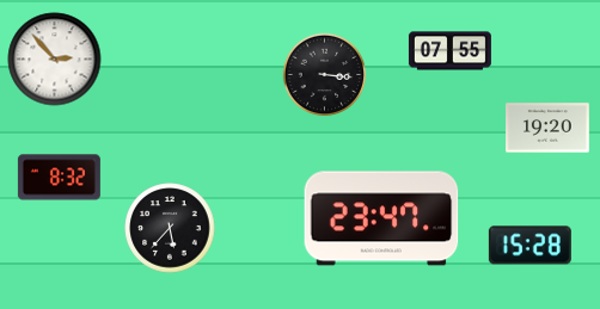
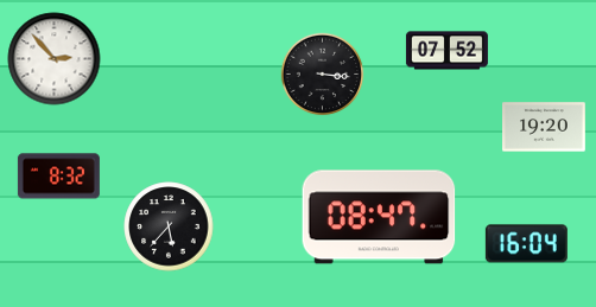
clock at (449, 51): 07:55 -> 07:52
clock at (381, 218): 23:47 -> 08:47
clock at (529, 246): 15:28 -> 16:04
